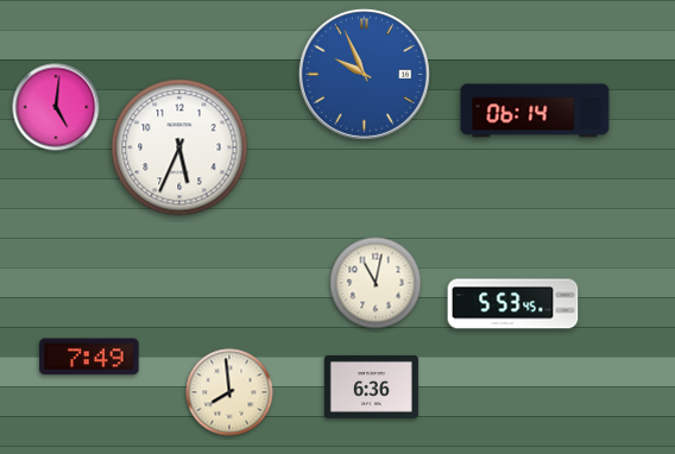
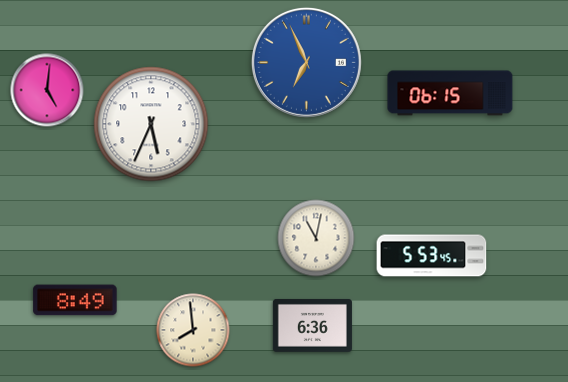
clock at (364, 74): 9:56 -> 6:56
clock at (535, 111): 06:14 -> 06:15
clock at (89, 357): 7:49 -> 8:49
